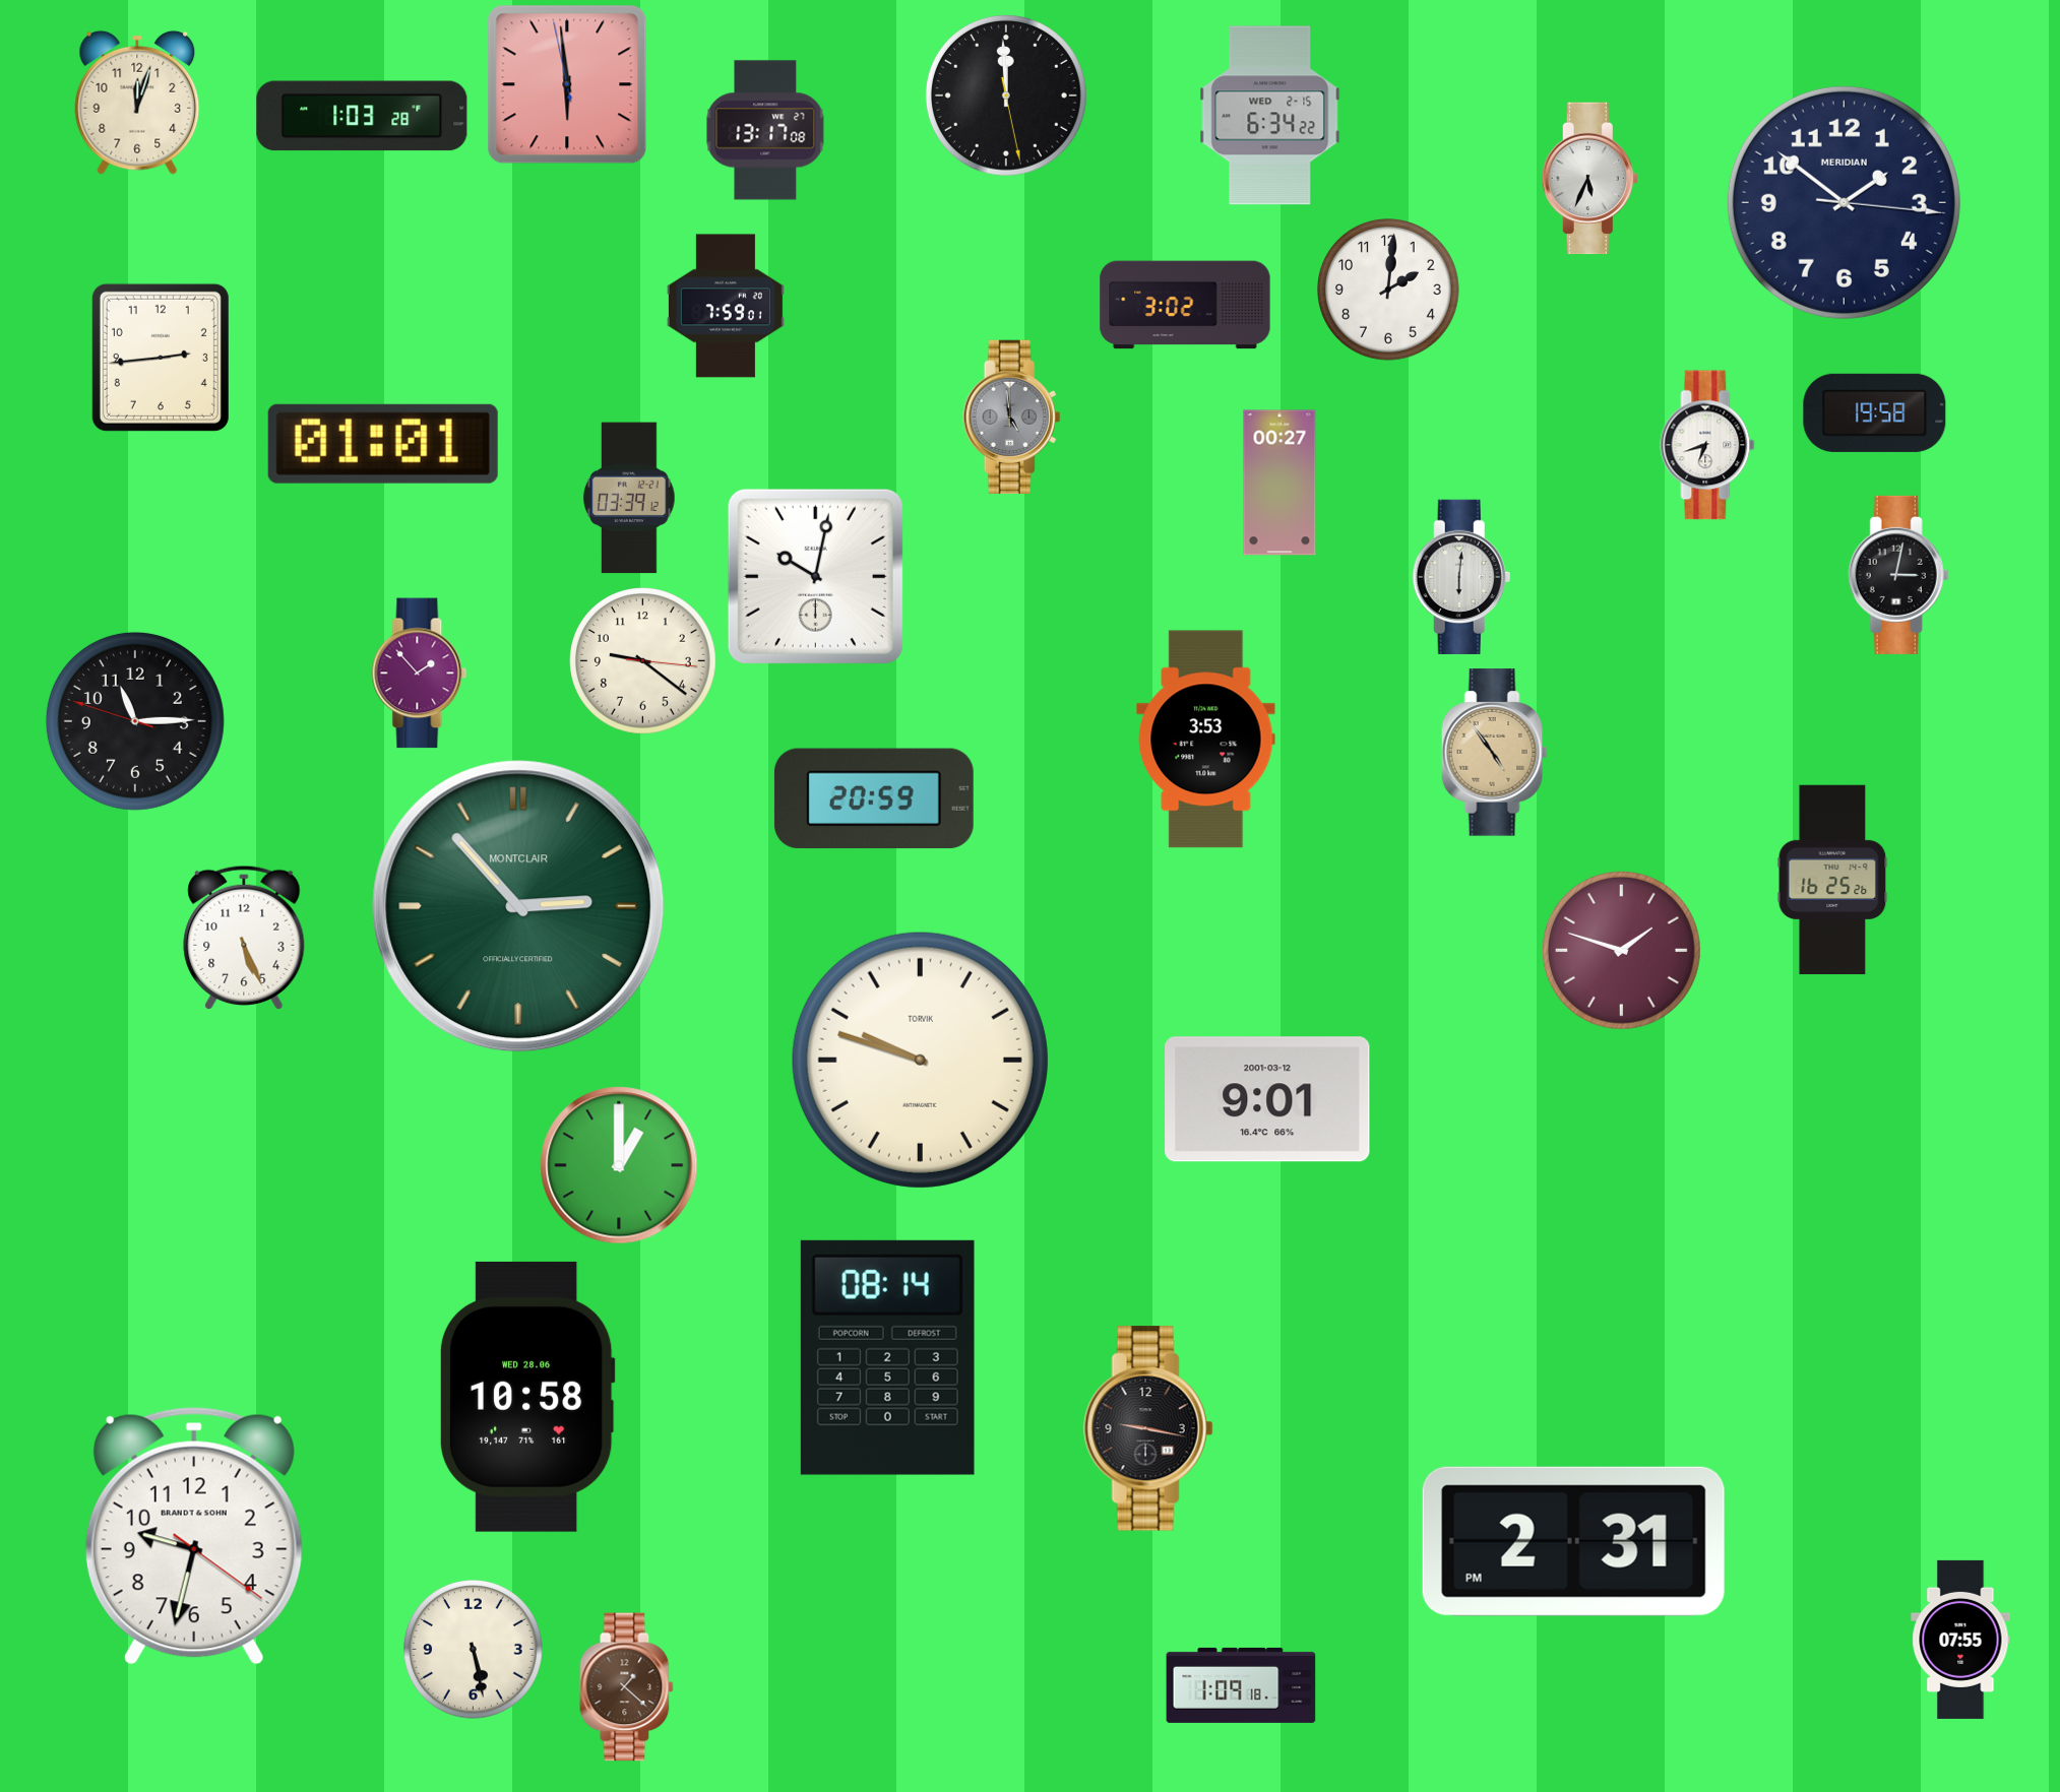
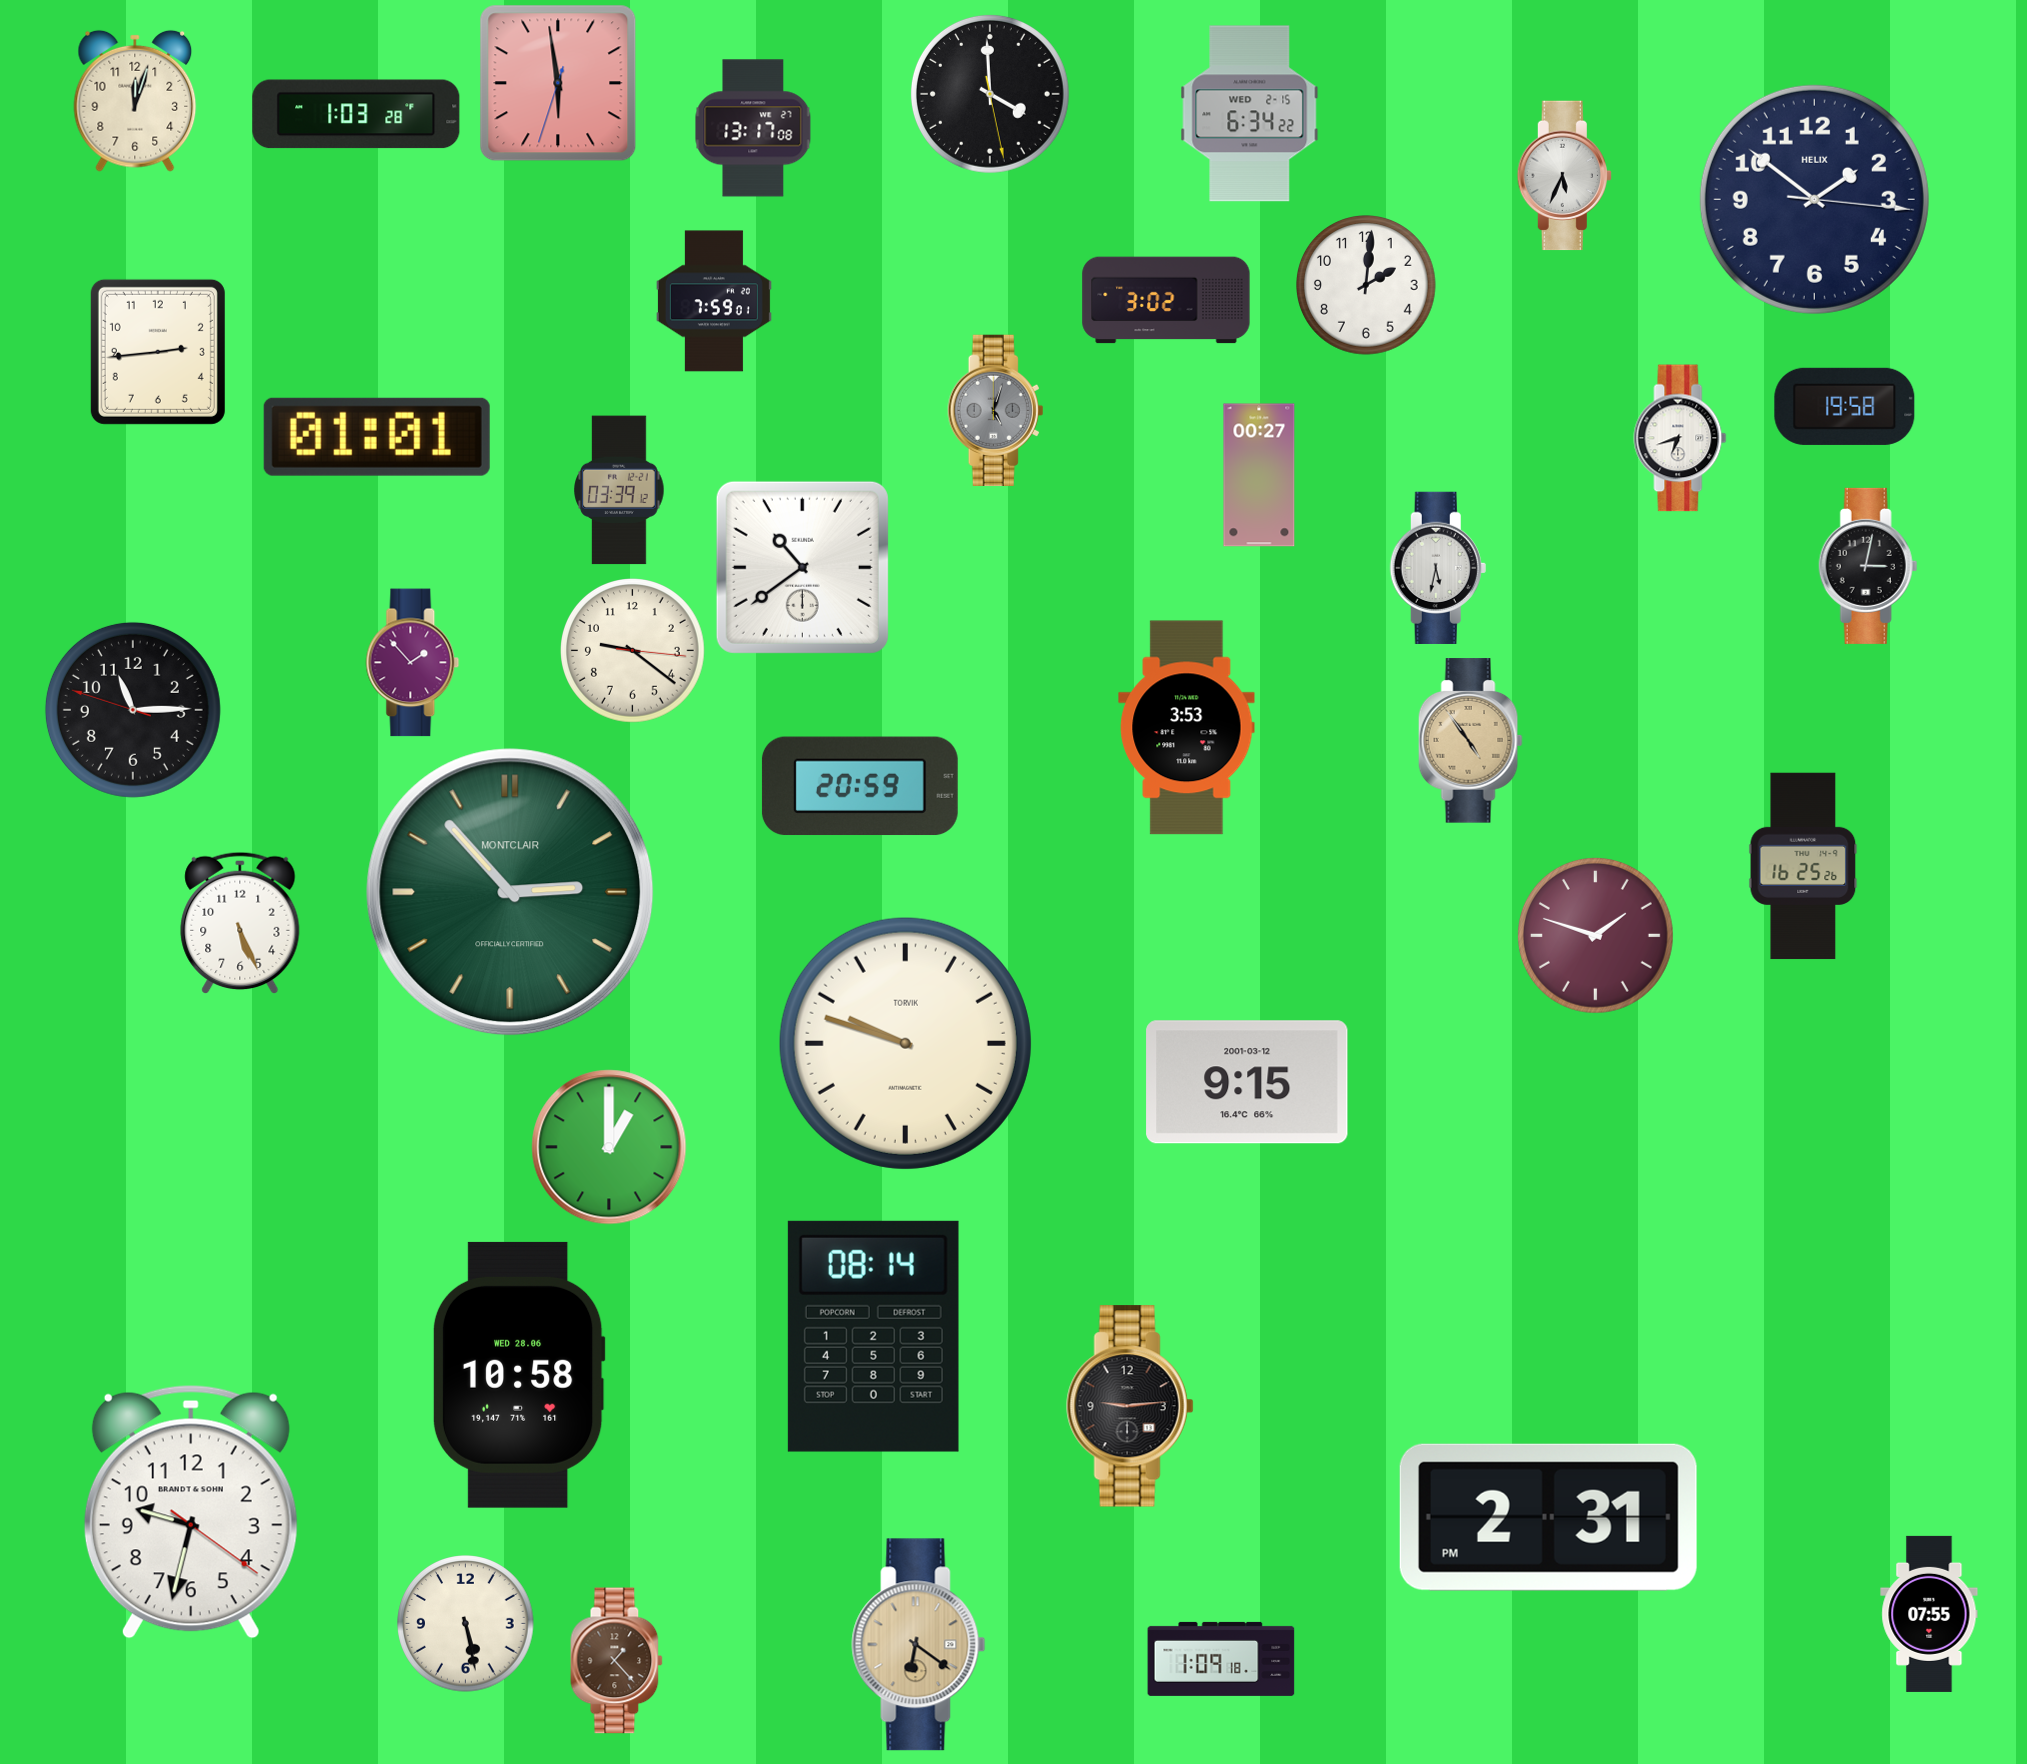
clock at (567, 84): 5:58:58 -> 5:58:33
clock at (1006, 95): 11:59 -> 3:59
clock at (1844, 202) brand: MERIDIAN -> HELIX
clock at (1012, 417): 4:59 -> 5:03
clock at (815, 576): 10:02 -> 10:39
clock at (1461, 577): 6:01 -> 5:32
clock at (1267, 1099): 9:01 -> 9:15
clock at (1148, 1428): 9:17 -> 9:14
clock at (919, 1645): none -> 6:21
clock at (627, 1687): 1:22 -> 1:23
